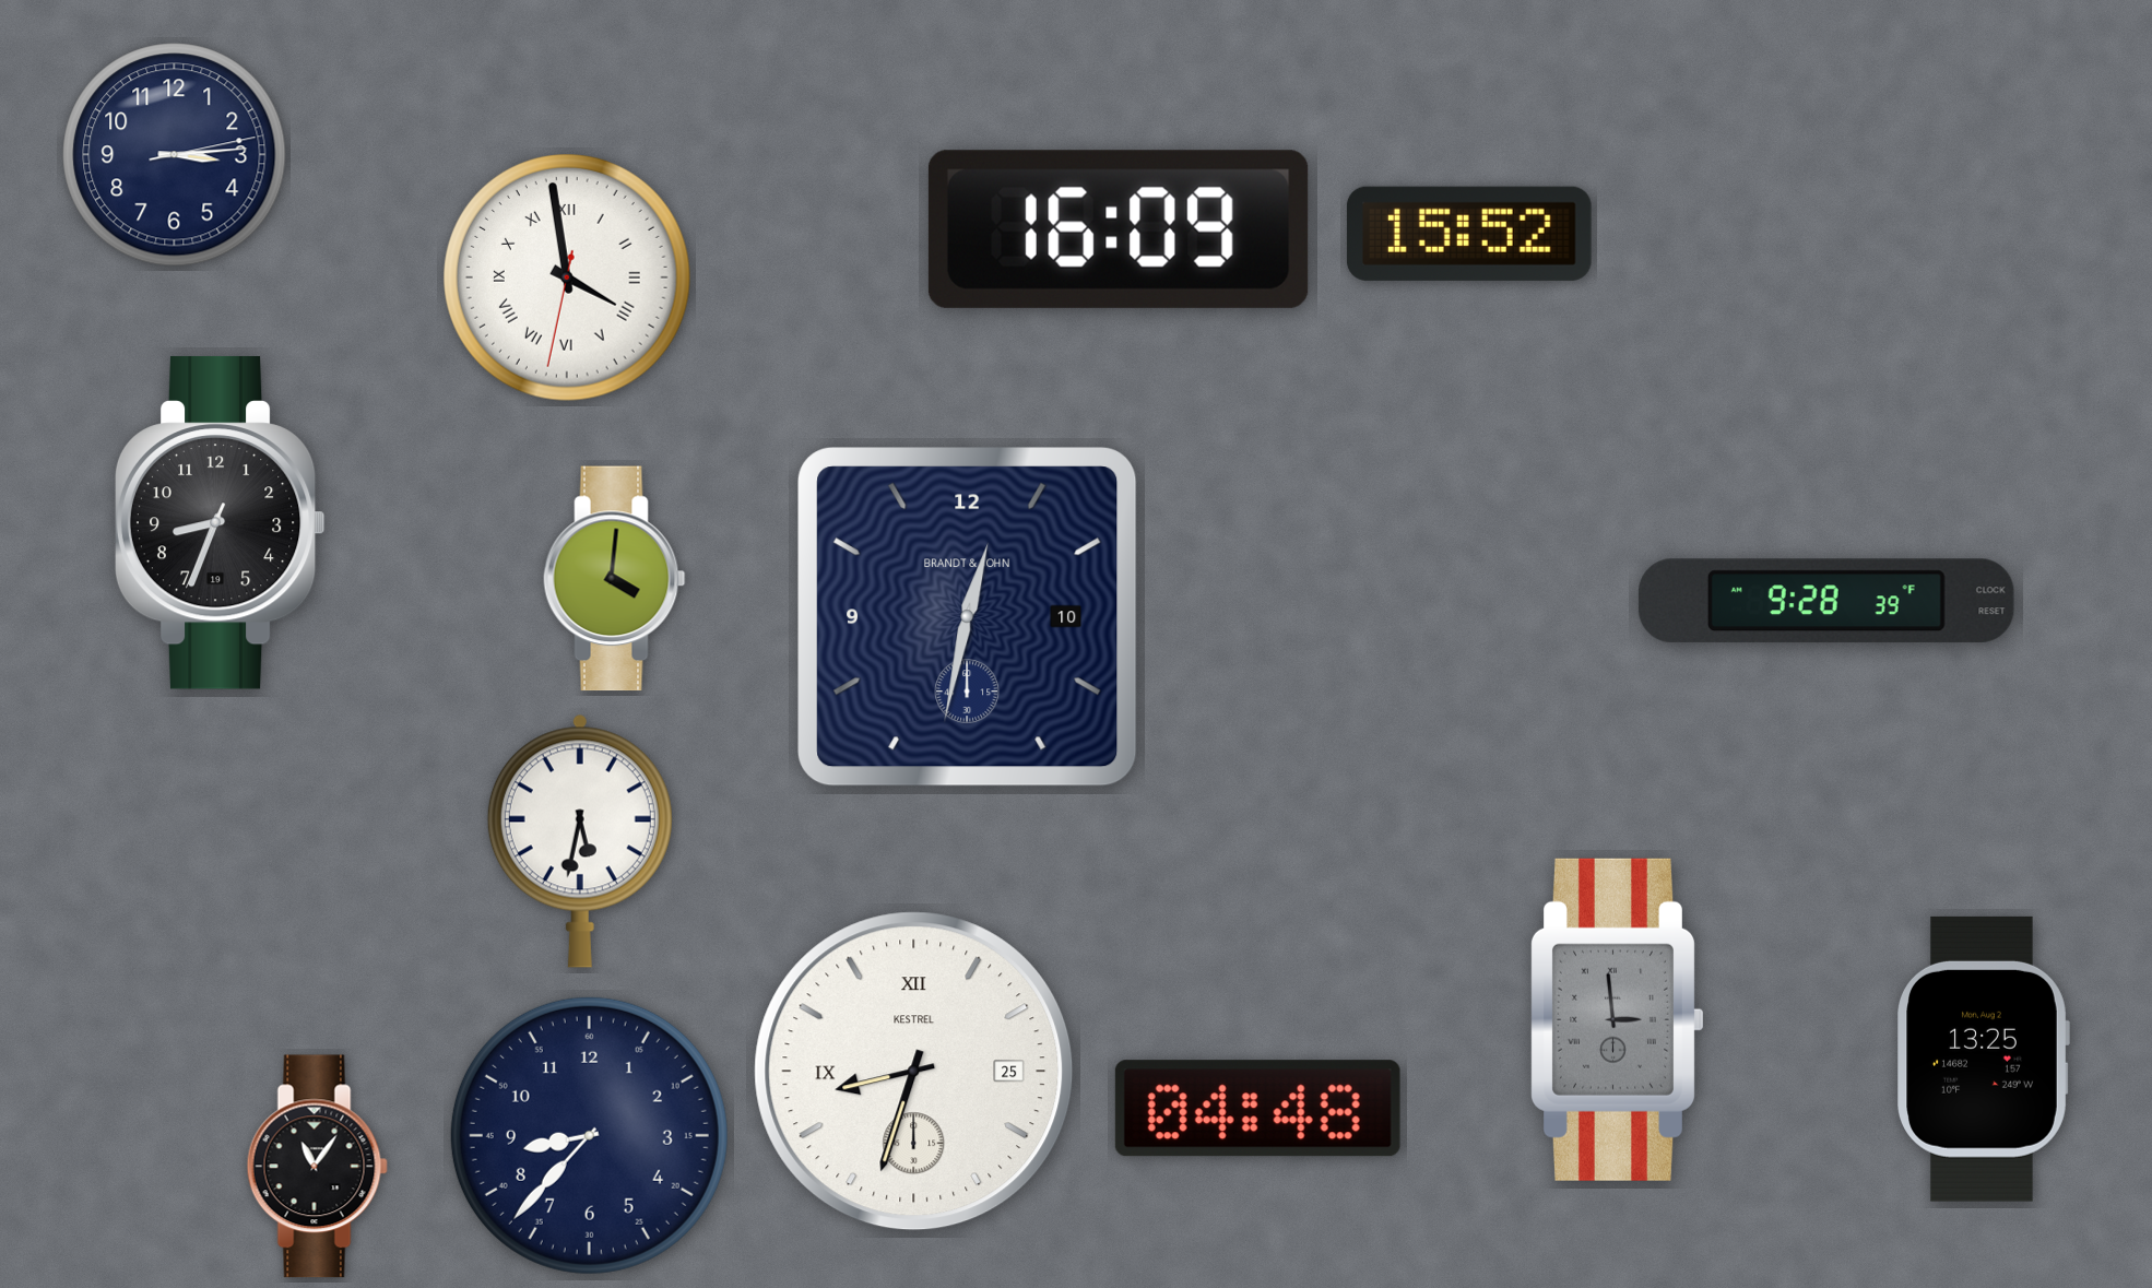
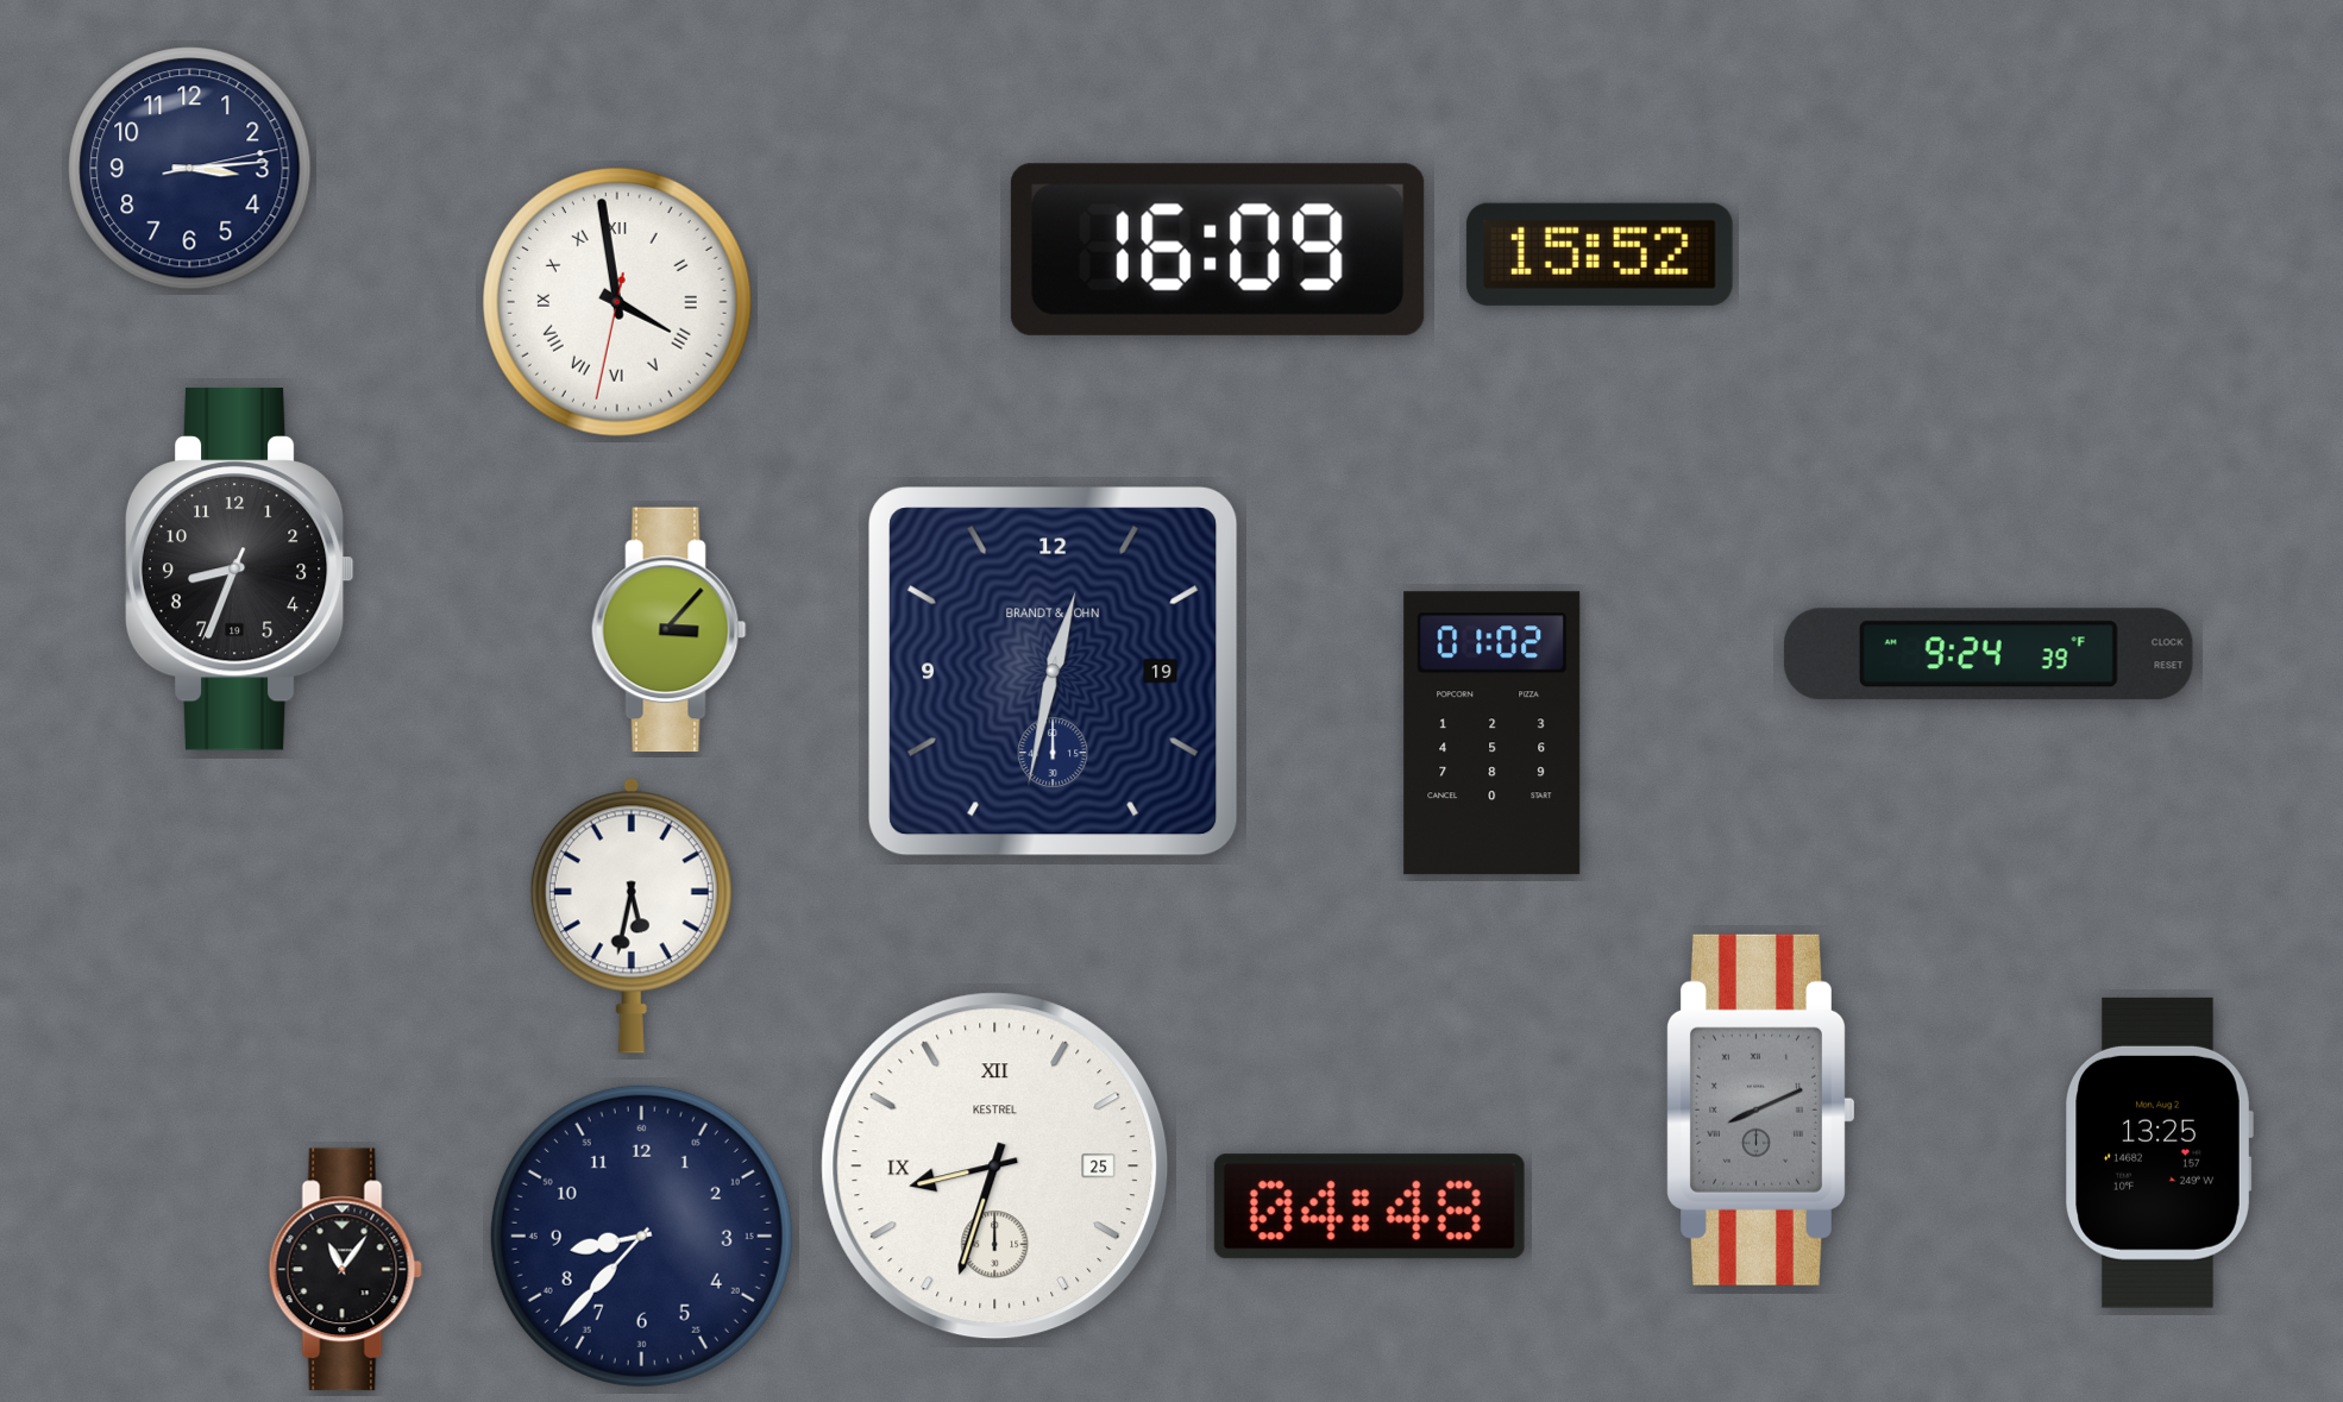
clock at (615, 579): 4:01 -> 3:07
clock at (1826, 601): 9:28 -> 9:24
clock at (968, 617) date: 10 -> 19
clock at (1493, 734): none -> 01:02
clock at (1617, 1019): 2:59 -> 8:11
